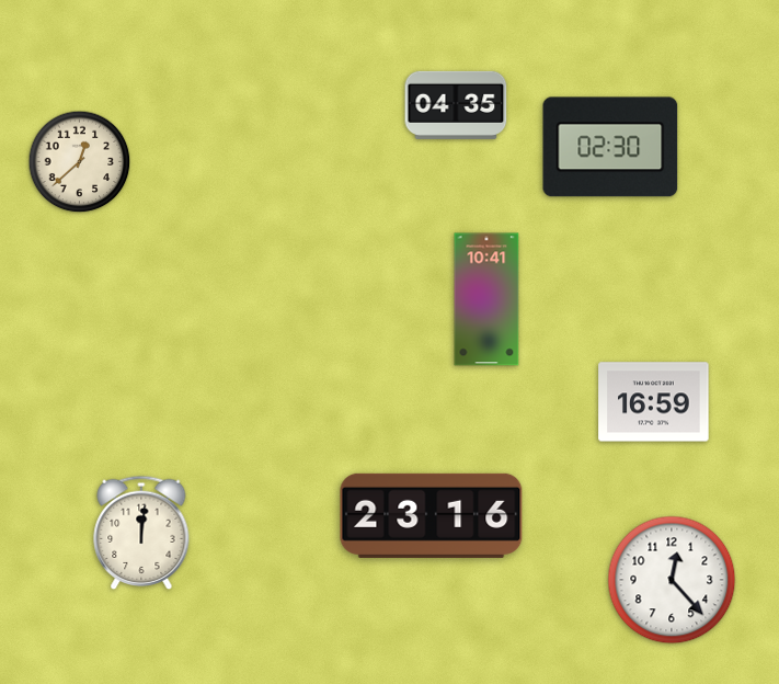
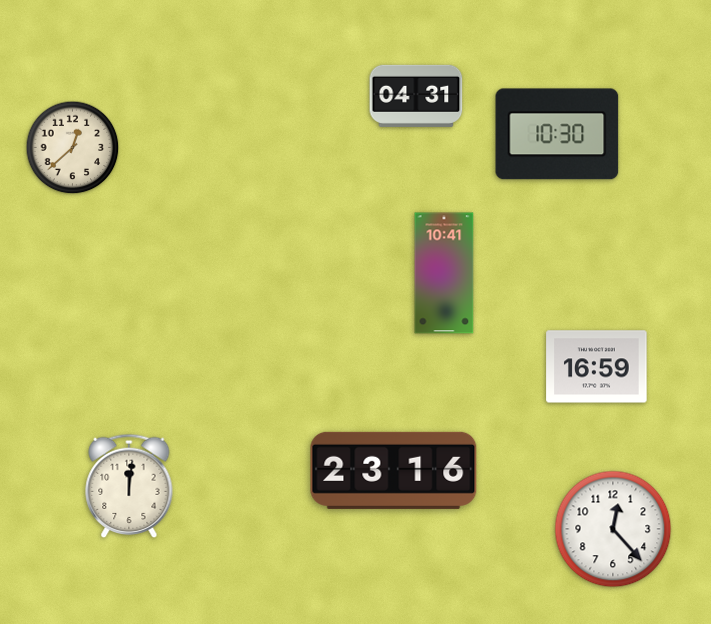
clock at (456, 105): 04:35 -> 04:31
clock at (610, 147): 02:30 -> 10:30
